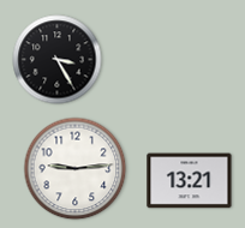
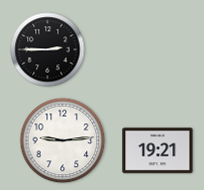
clock at (58, 60): 3:25 -> 2:45
clock at (190, 181): 13:21 -> 19:21
